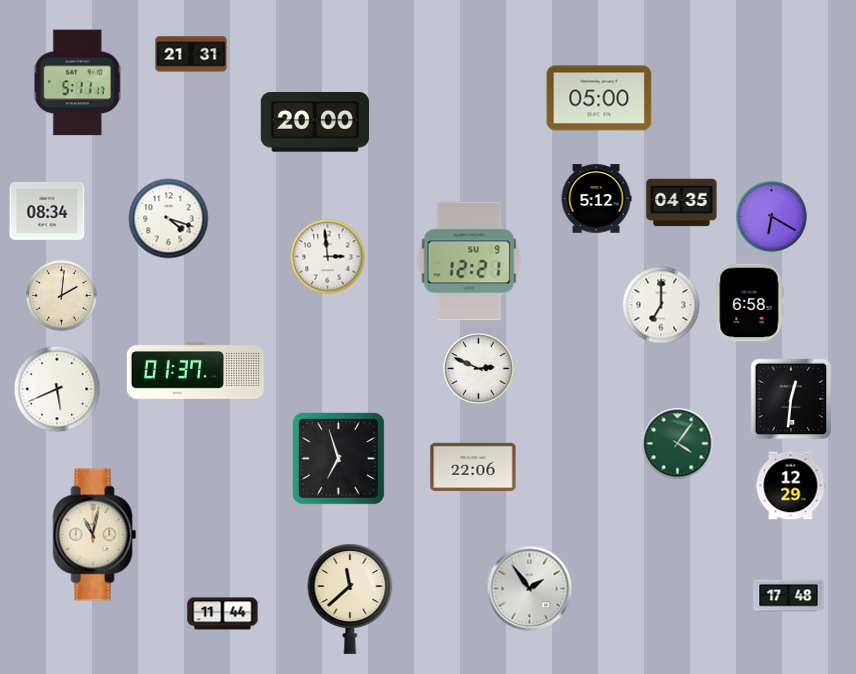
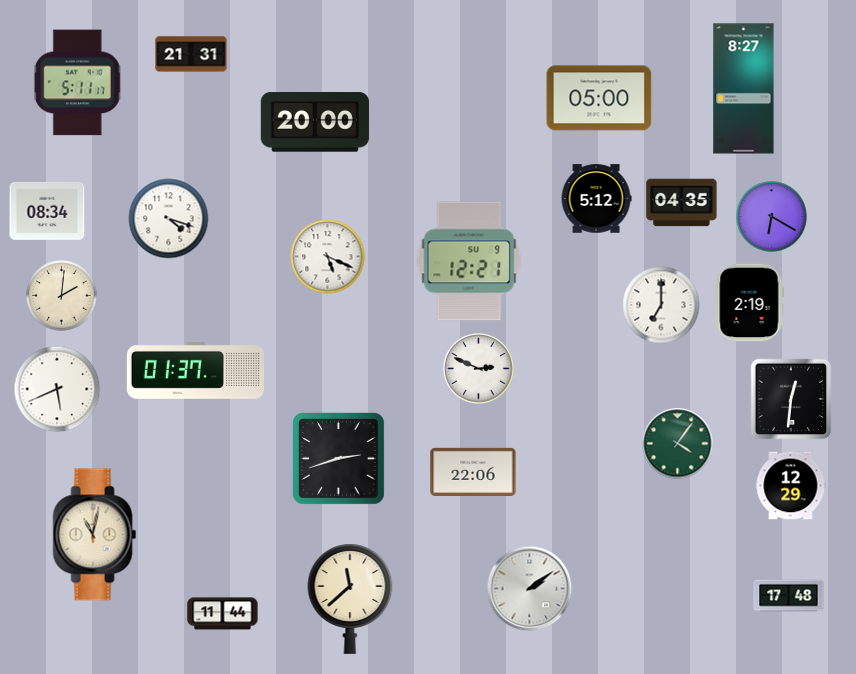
clock at (744, 89): none -> 8:27
clock at (328, 257): 2:59 -> 5:19
clock at (749, 303): 6:58 -> 2:19
clock at (339, 459): 6:57 -> 2:42
clock at (473, 467) position: (473, 467) -> (473, 472)
clock at (530, 589): 1:54 -> 2:09
